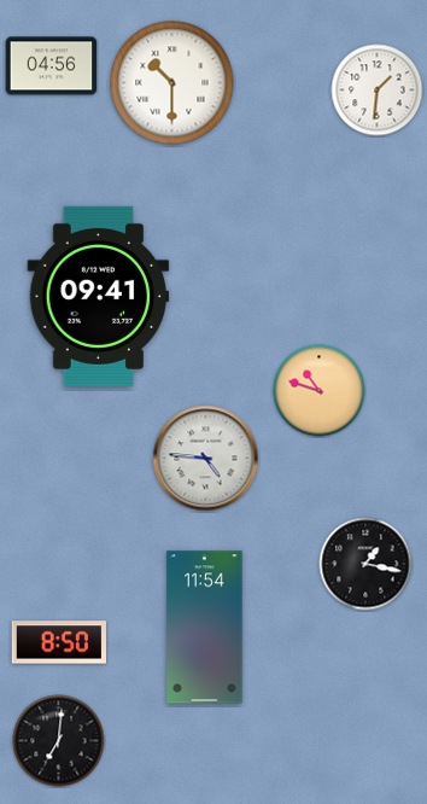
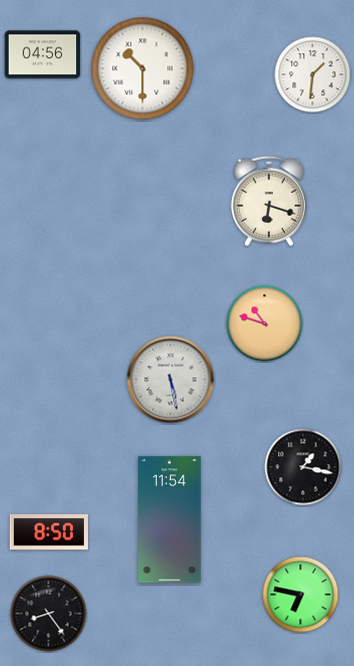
clock at (269, 201): none -> 6:18
clock at (99, 296): 09:41 -> none
clock at (206, 459): 4:46 -> 5:28
clock at (301, 595): none -> 6:47
clock at (59, 741): 7:01 -> 8:24
